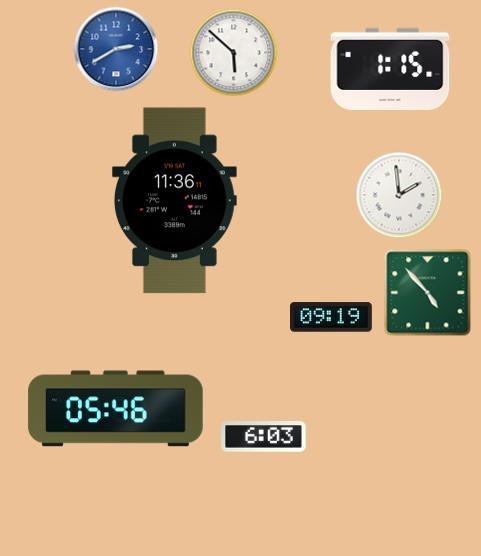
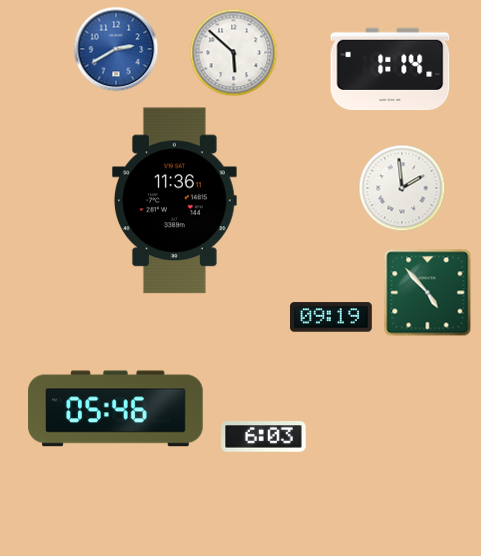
clock at (390, 69): 1:15 -> 1:14
clock at (399, 195) position: (399, 195) -> (402, 188)
